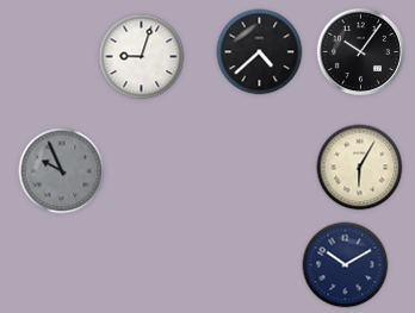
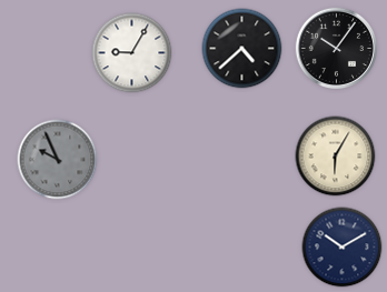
clock at (142, 57): 9:03 -> 9:05
clock at (346, 265) position: (346, 265) -> (343, 248)
